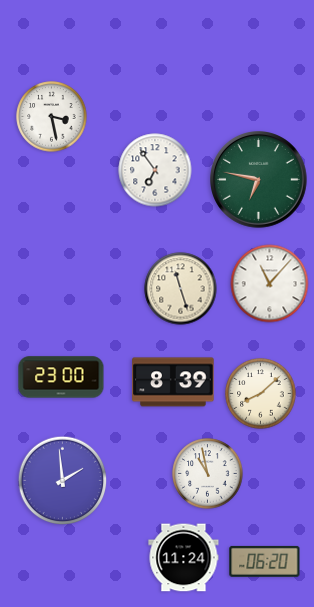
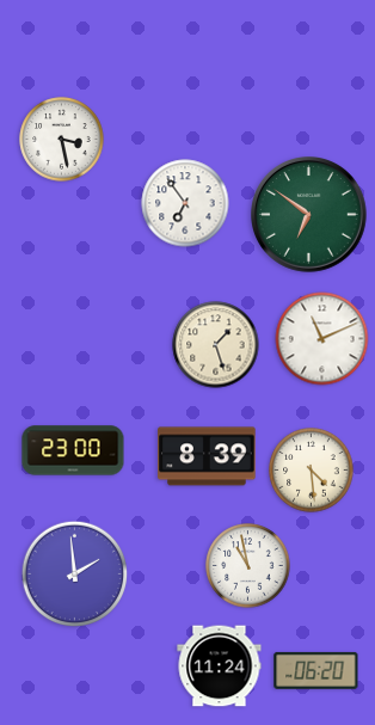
clock at (259, 180): 6:47 -> 6:51
clock at (270, 284): 11:07 -> 11:11
clock at (181, 289): 11:27 -> 1:27
clock at (261, 394): 8:08 -> 4:29
